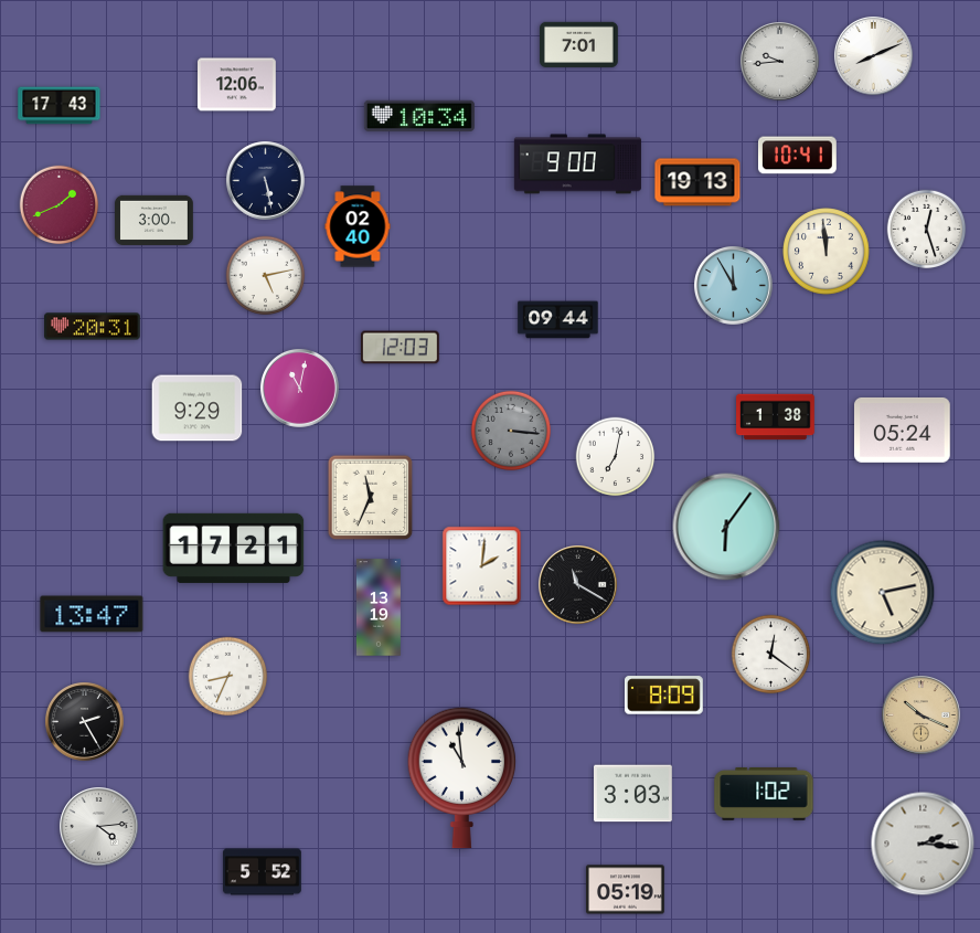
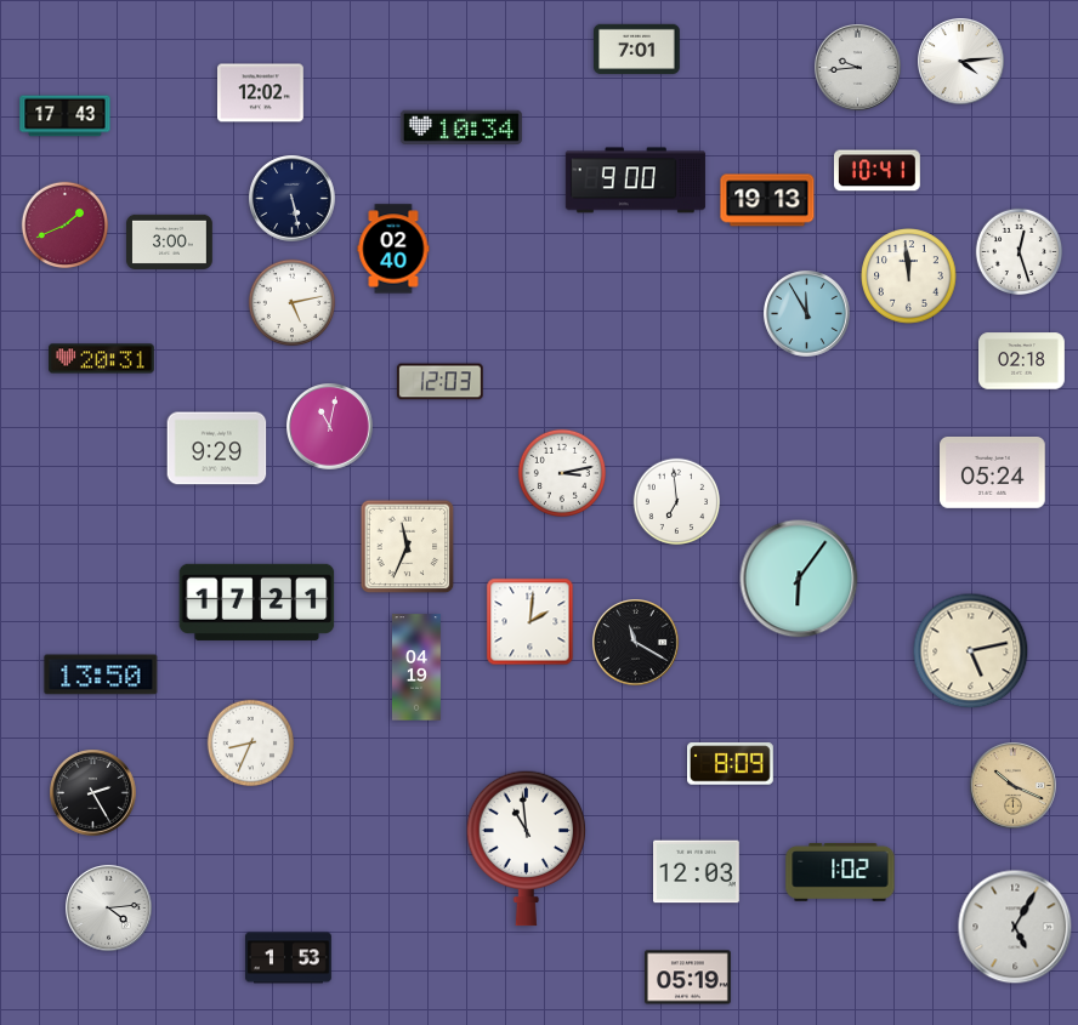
clock at (874, 56): 8:11 -> 4:14
clock at (237, 85): 12:06 -> 12:02
clock at (558, 320): 09:44 -> none
clock at (1022, 361): none -> 02:18
clock at (776, 417): 1:38 -> none
clock at (510, 430): 3:16 -> 3:13
clock at (510, 430) dial: grey -> white
clock at (616, 457): 7:02 -> 6:59
clock at (379, 607): 13:19 -> 04:19
clock at (92, 614): 13:47 -> 13:50
clock at (771, 655): 12:21 -> none
clock at (462, 777) position: (462, 777) -> (527, 848)
clock at (633, 794): 3:03 -> 12:03
clock at (923, 844): 2:16 -> 5:05
clock at (263, 872): 5:52 -> 1:53
